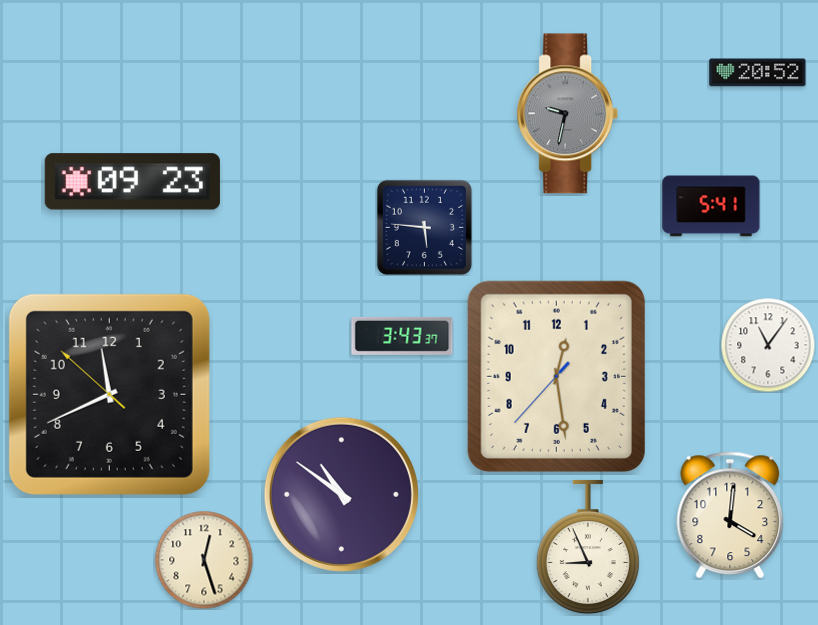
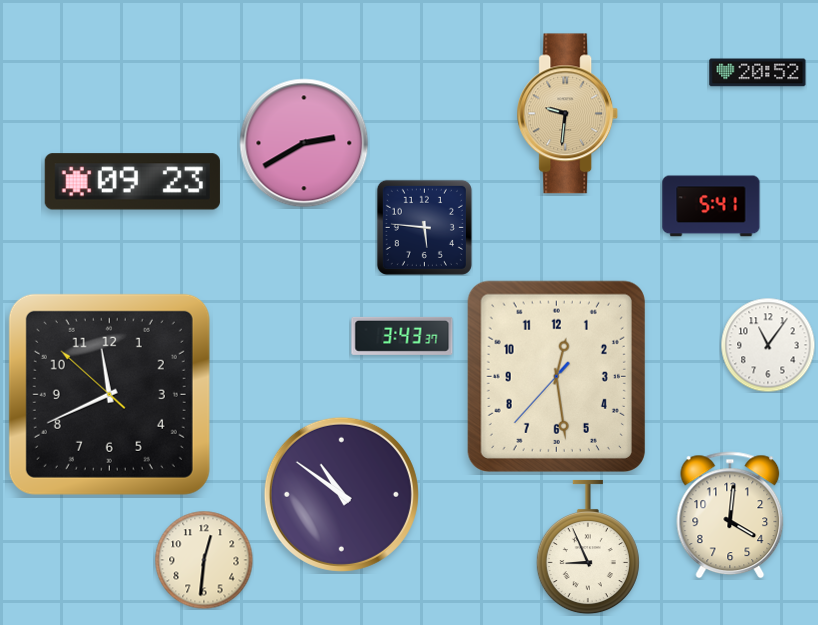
clock at (568, 114): 9:32 -> 9:31
clock at (568, 114) dial: grey -> champagne
clock at (304, 143): none -> 2:40
clock at (204, 560): 12:27 -> 12:31
